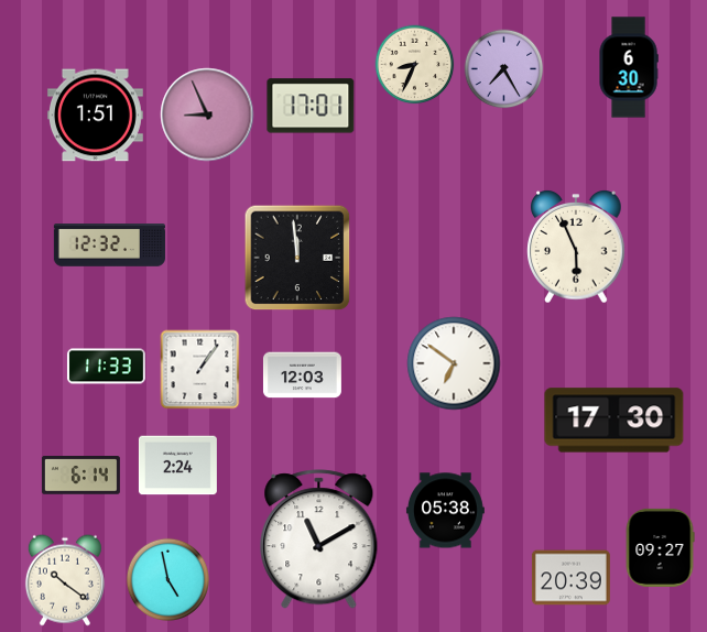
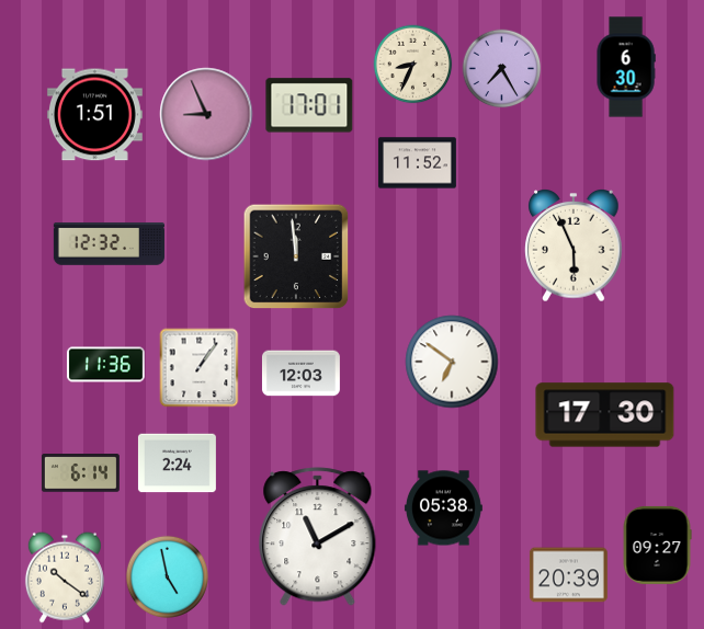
clock at (417, 163): none -> 11:52
clock at (106, 367): 11:33 -> 11:36
clock at (614, 421) position: (614, 421) -> (605, 415)
